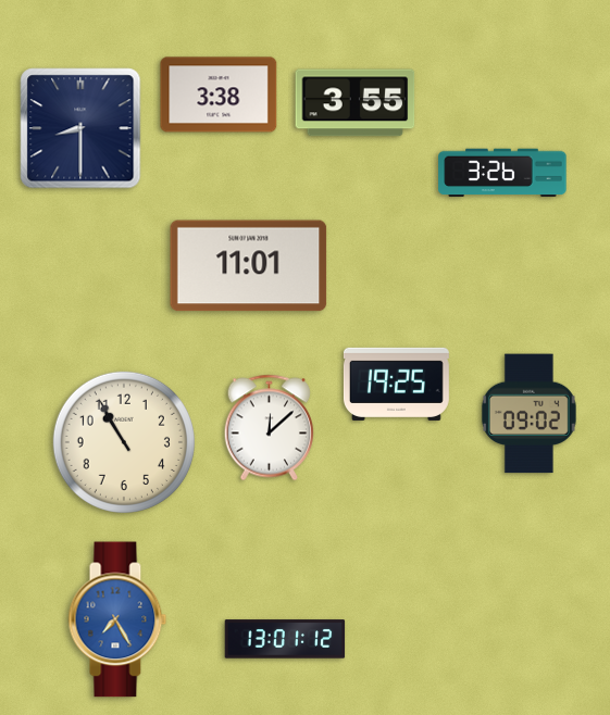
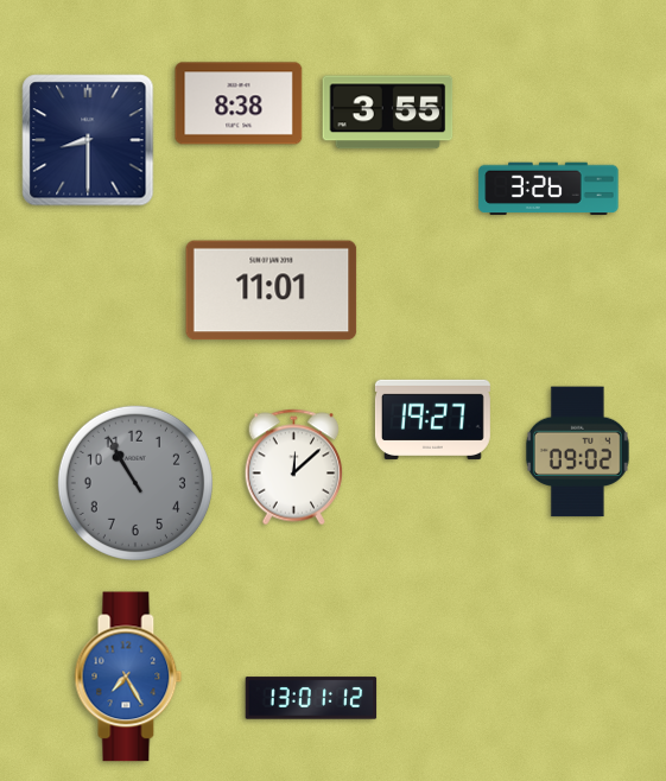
clock at (219, 95): 3:38 -> 8:38
clock at (396, 384): 19:25 -> 19:27
clock at (124, 442) dial: cream -> grey
